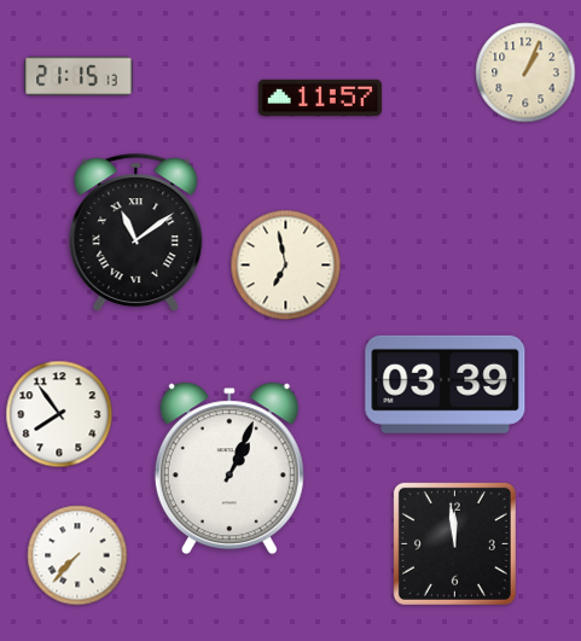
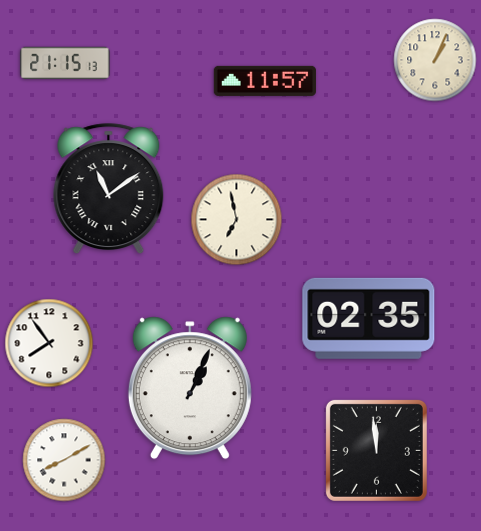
clock at (136, 233) position: (136, 233) -> (109, 189)
clock at (446, 384): 03:39 -> 02:35
clock at (77, 555): 7:37 -> 8:10
